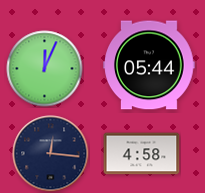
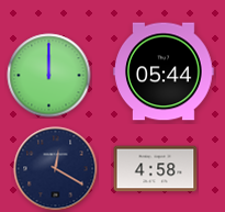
clock at (45, 69): 12:04 -> 12:00
clock at (51, 154): 12:16 -> 12:20
